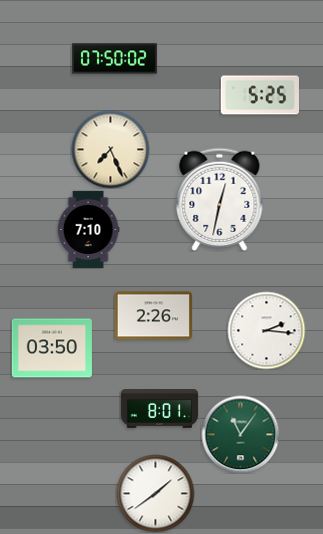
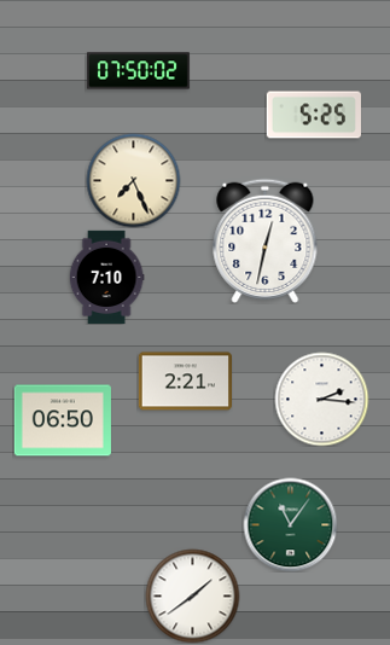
clock at (153, 316): 2:26 -> 2:21
clock at (52, 348): 03:50 -> 06:50
clock at (159, 409): 8:01 -> none
clock at (155, 493) position: (155, 493) -> (192, 595)
